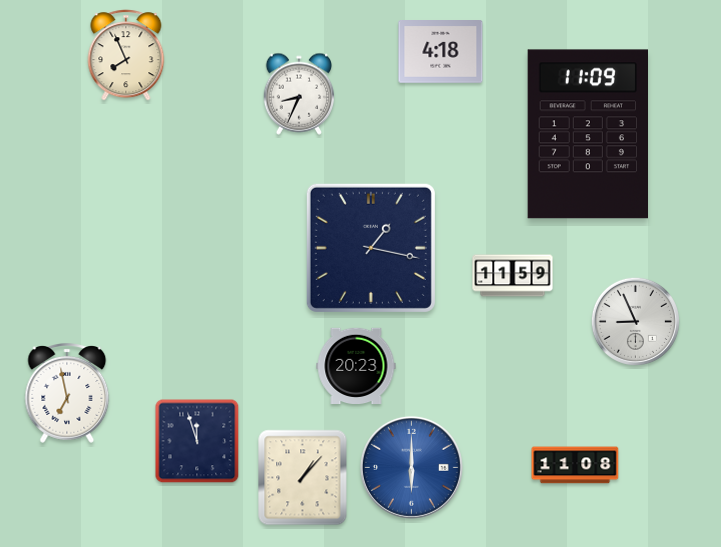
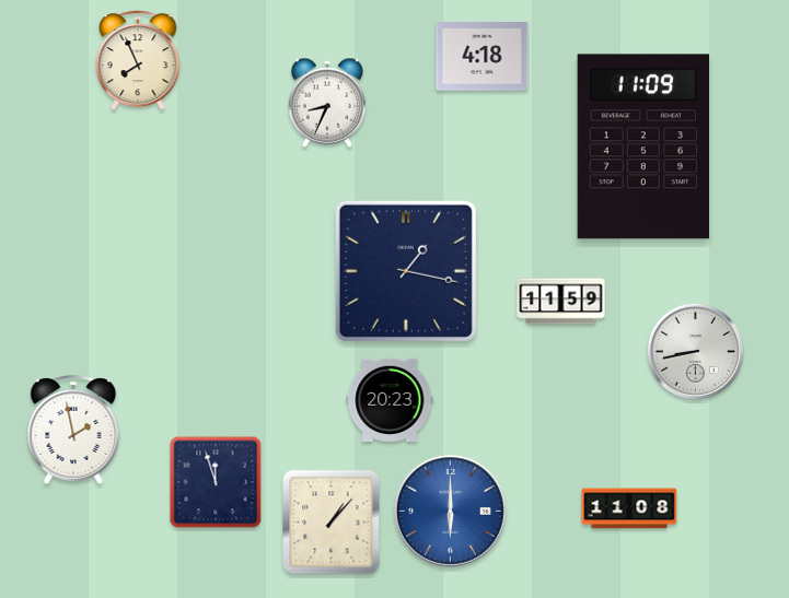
clock at (635, 321): 8:56 -> 8:43
clock at (67, 394): 6:58 -> 1:58
